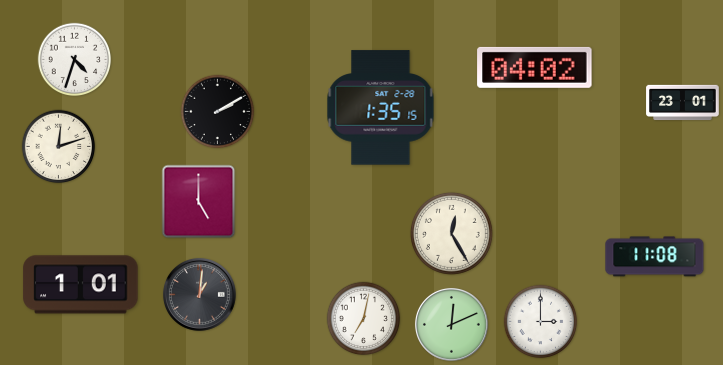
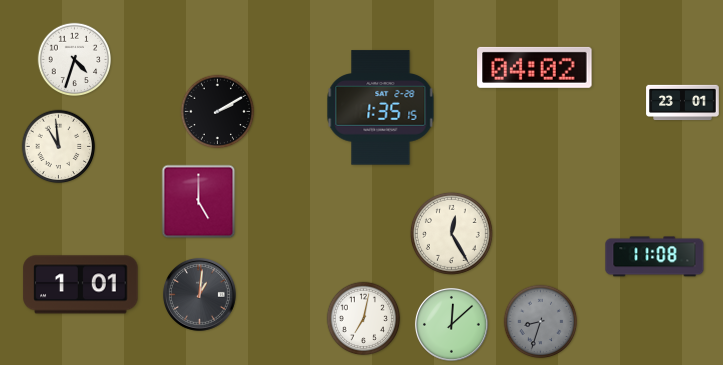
clock at (59, 147): 12:12 -> 10:59
clock at (541, 322): 3:00 -> 8:33
clock at (541, 322) dial: white -> grey
clock at (451, 324): 12:11 -> 12:08
